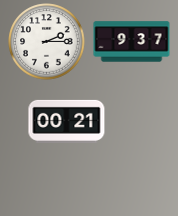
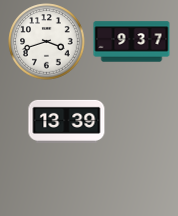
clock at (47, 42): 2:15 -> 3:42
clock at (67, 121): 00:21 -> 13:39
